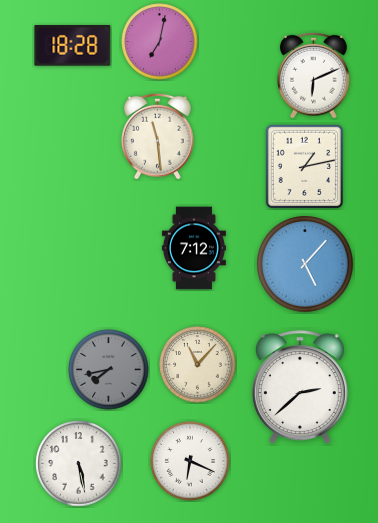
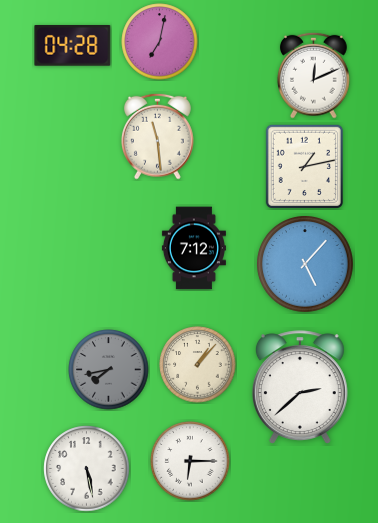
clock at (73, 46): 18:28 -> 04:28
clock at (313, 75): 6:11 -> 12:11
clock at (198, 365): 11:07 -> 1:07
clock at (190, 461): 6:19 -> 6:15
clock at (79, 464) position: (79, 464) -> (87, 469)
